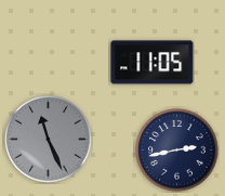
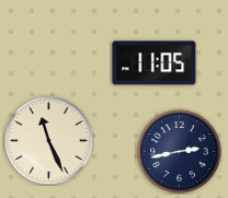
clock at (49, 140) dial: grey -> cream
